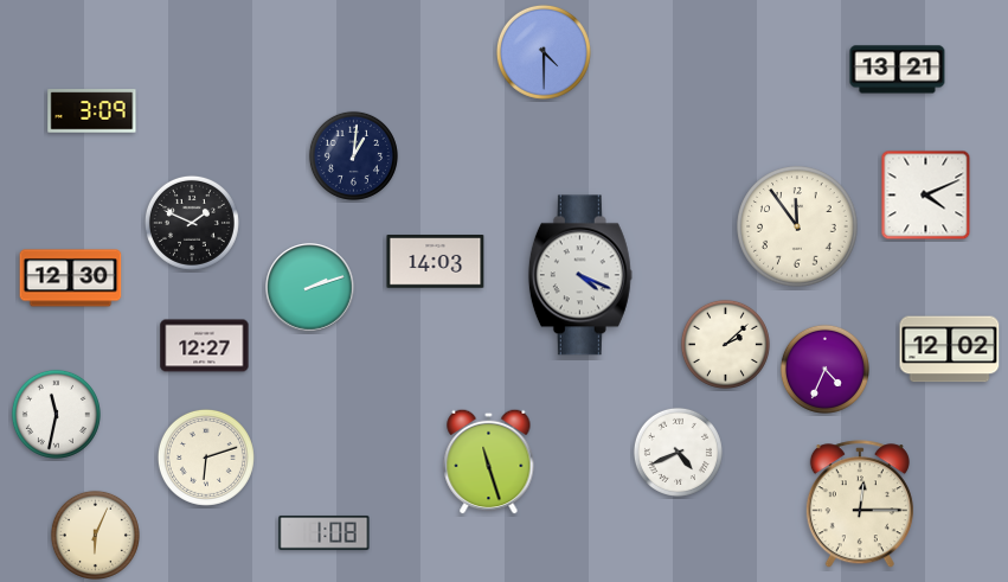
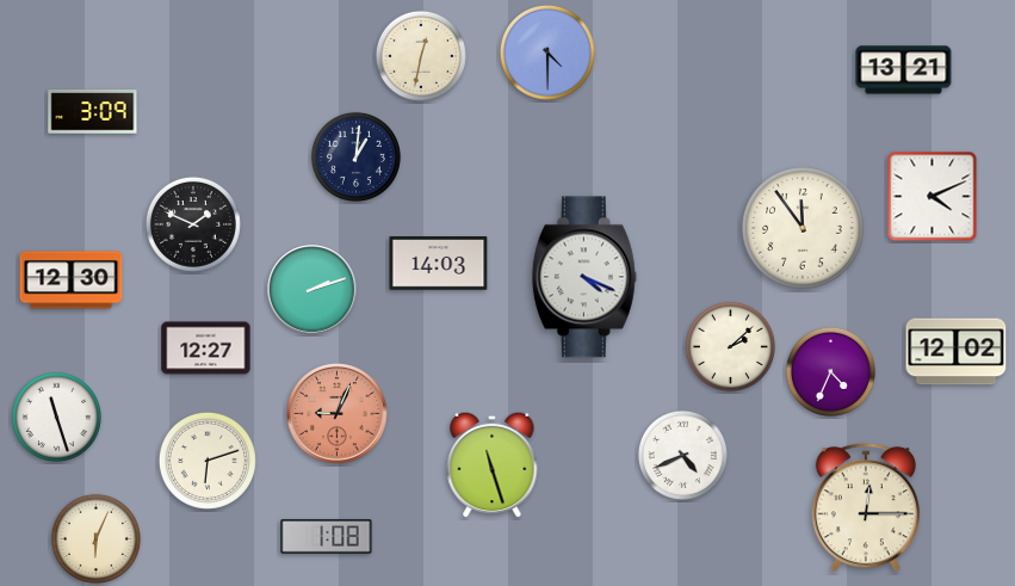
clock at (421, 56): none -> 12:32
clock at (338, 414): none -> 9:04
clock at (56, 414): 11:32 -> 11:27
